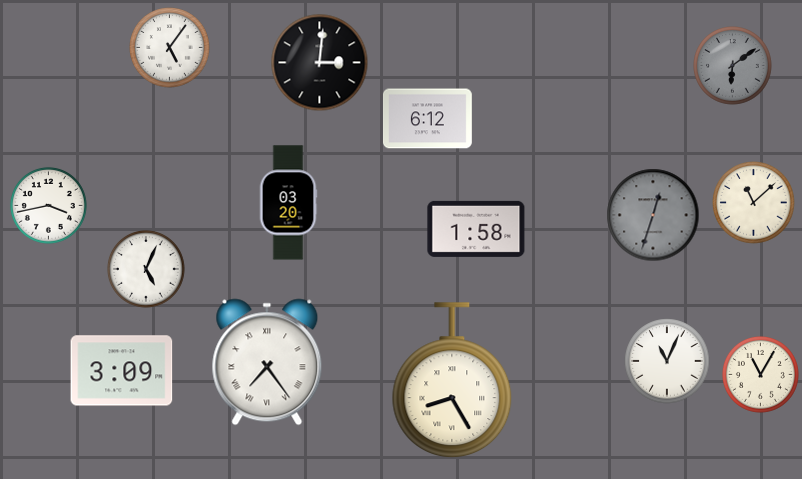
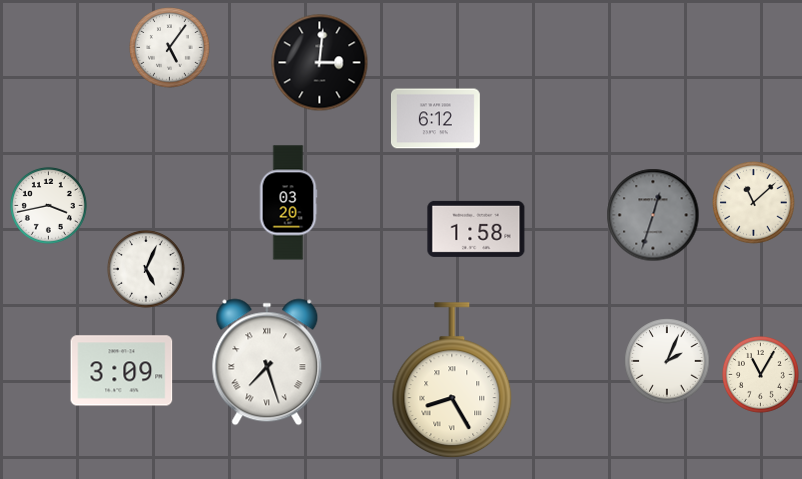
clock at (733, 66): 6:09 -> none
clock at (427, 119) position: (427, 119) -> (435, 119)
clock at (667, 361): 11:04 -> 2:04
clock at (267, 362): 7:24 -> 7:27
